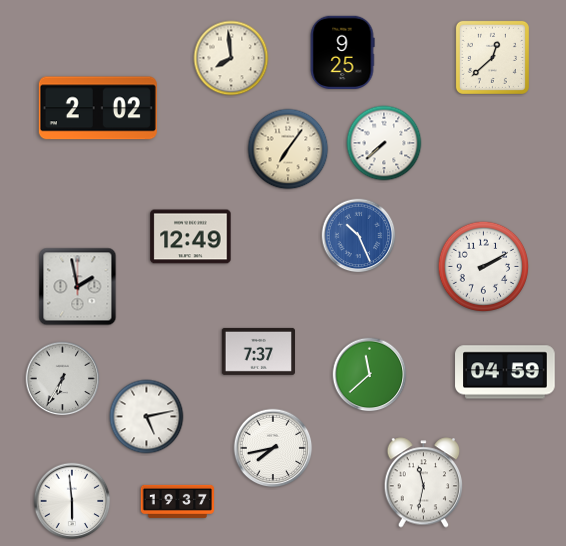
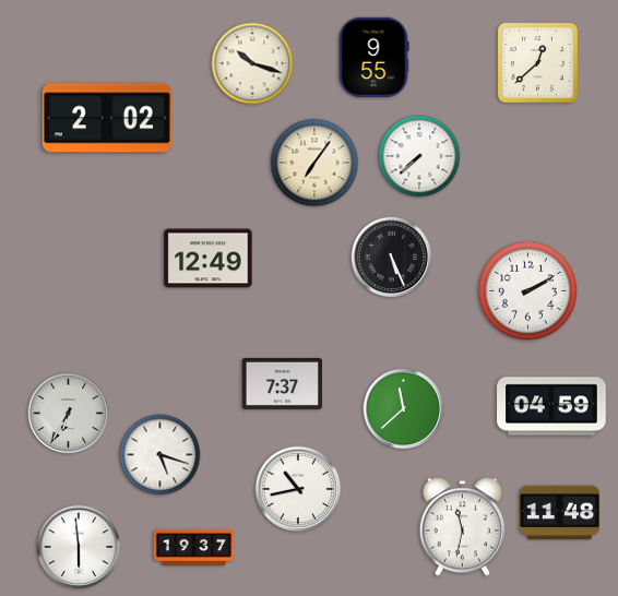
clock at (342, 52): 9:25 -> 9:55
clock at (231, 58): 7:59 -> 10:18
clock at (359, 236): 10:26 -> 5:26
clock at (359, 236) dial: blue -> black
clock at (78, 287): 1:58 -> none
clock at (147, 417): 5:13 -> 5:18
clock at (273, 448): 7:43 -> 10:43
clock at (559, 513): none -> 11:48
